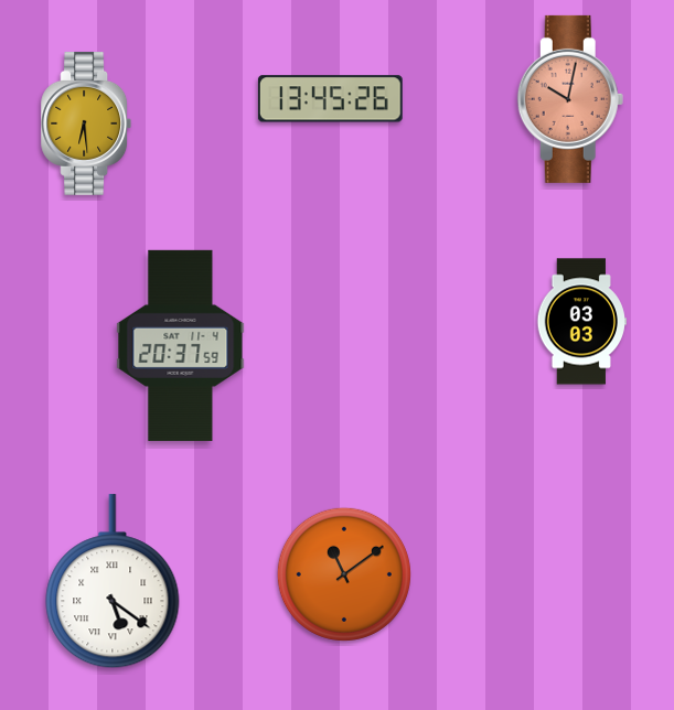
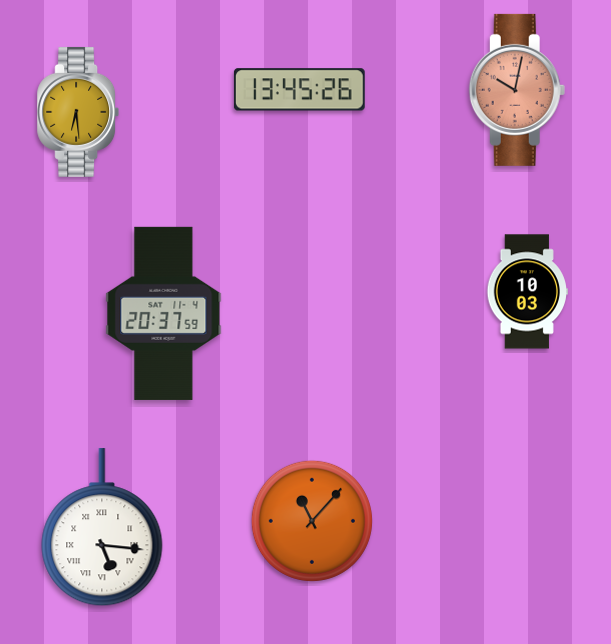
clock at (581, 322): 03:03 -> 10:03
clock at (344, 574): 11:09 -> 11:07
clock at (113, 582): 5:21 -> 5:16
